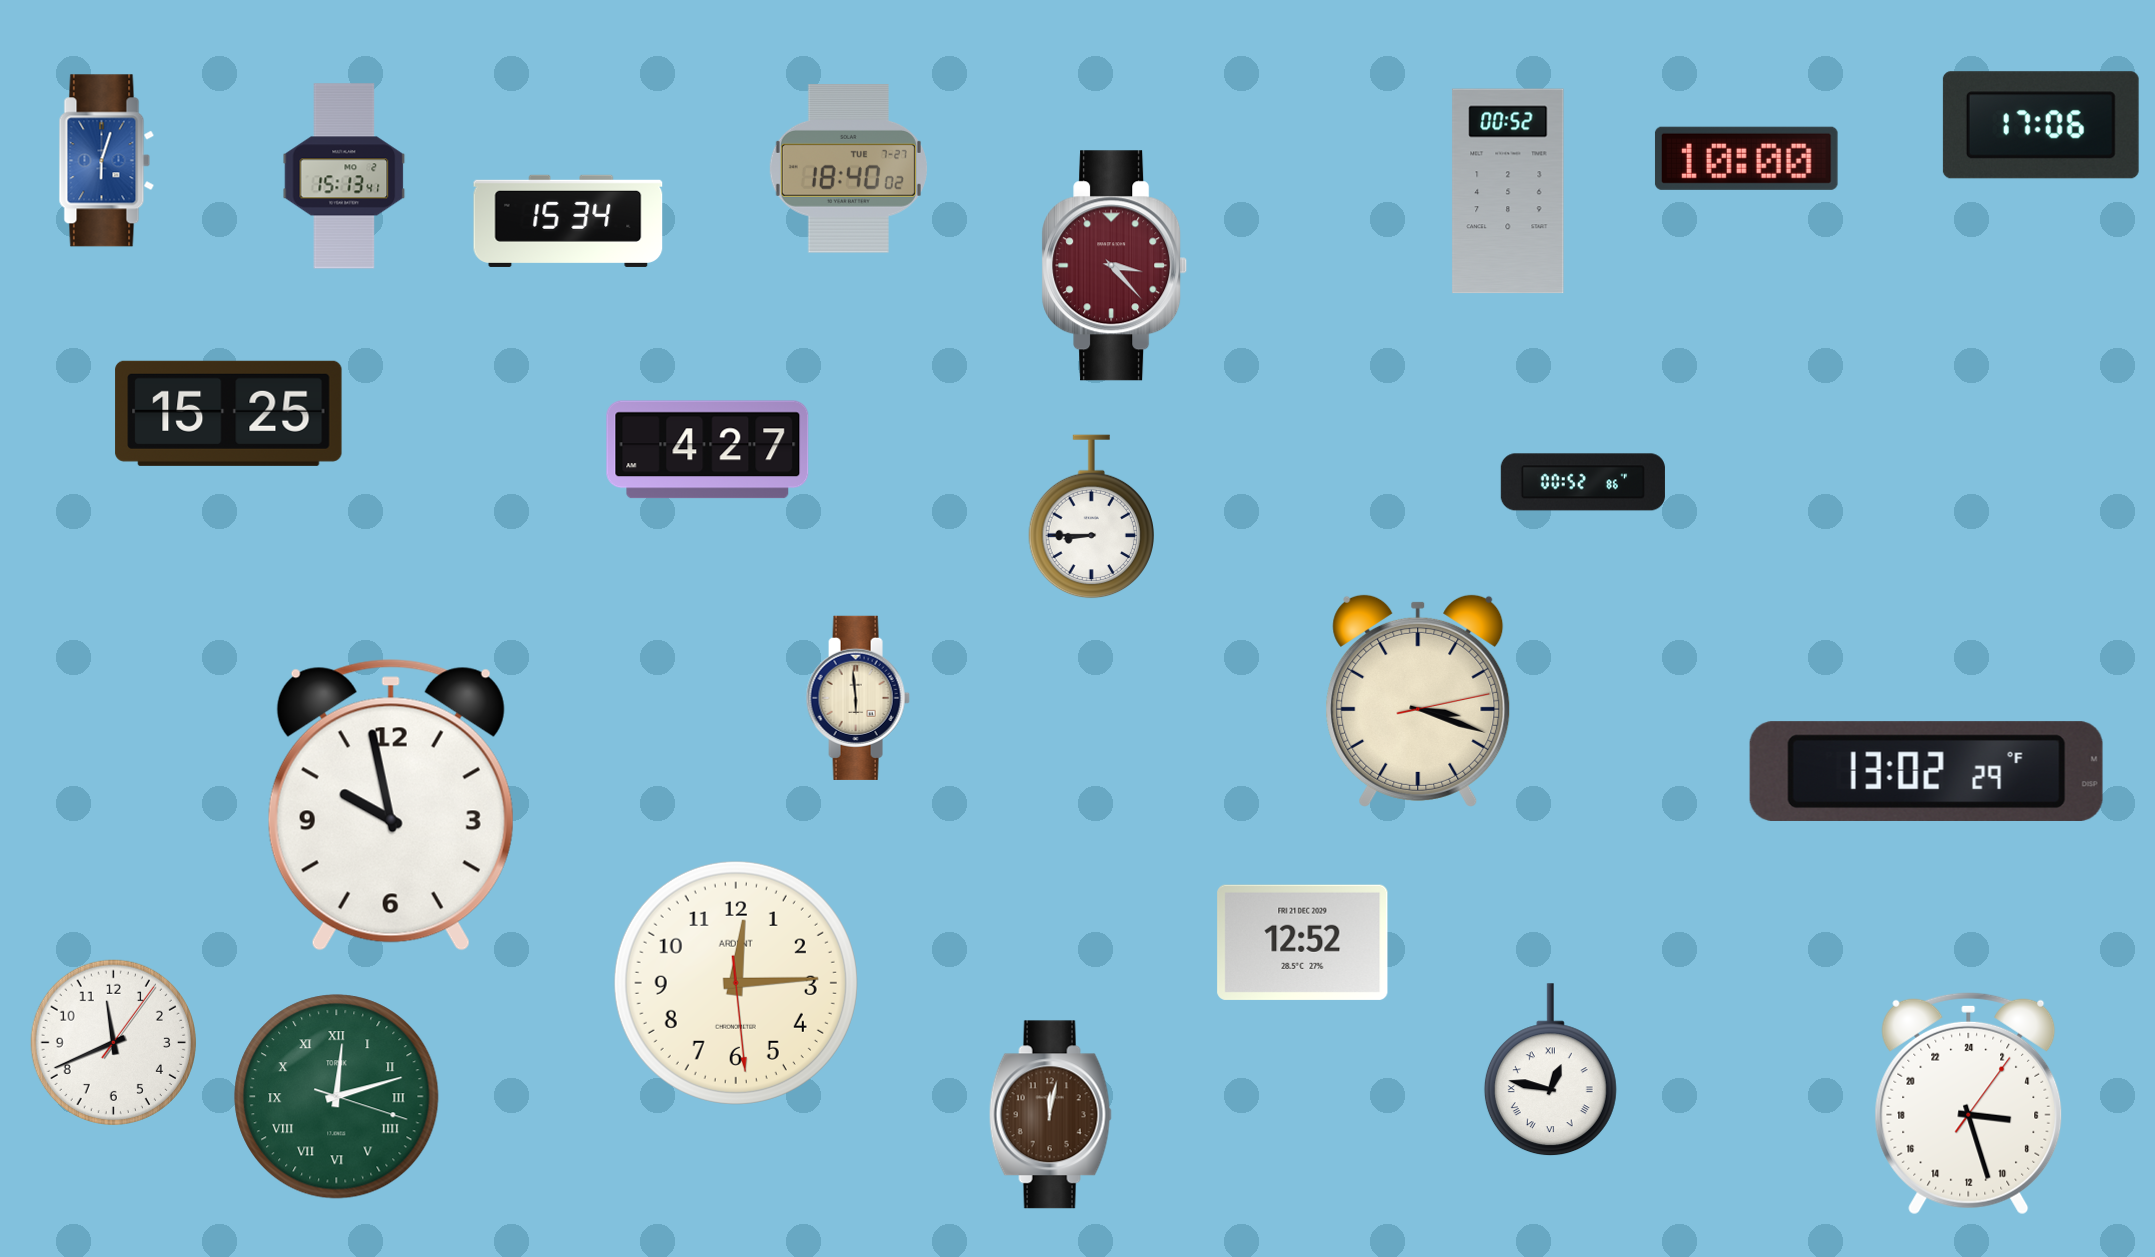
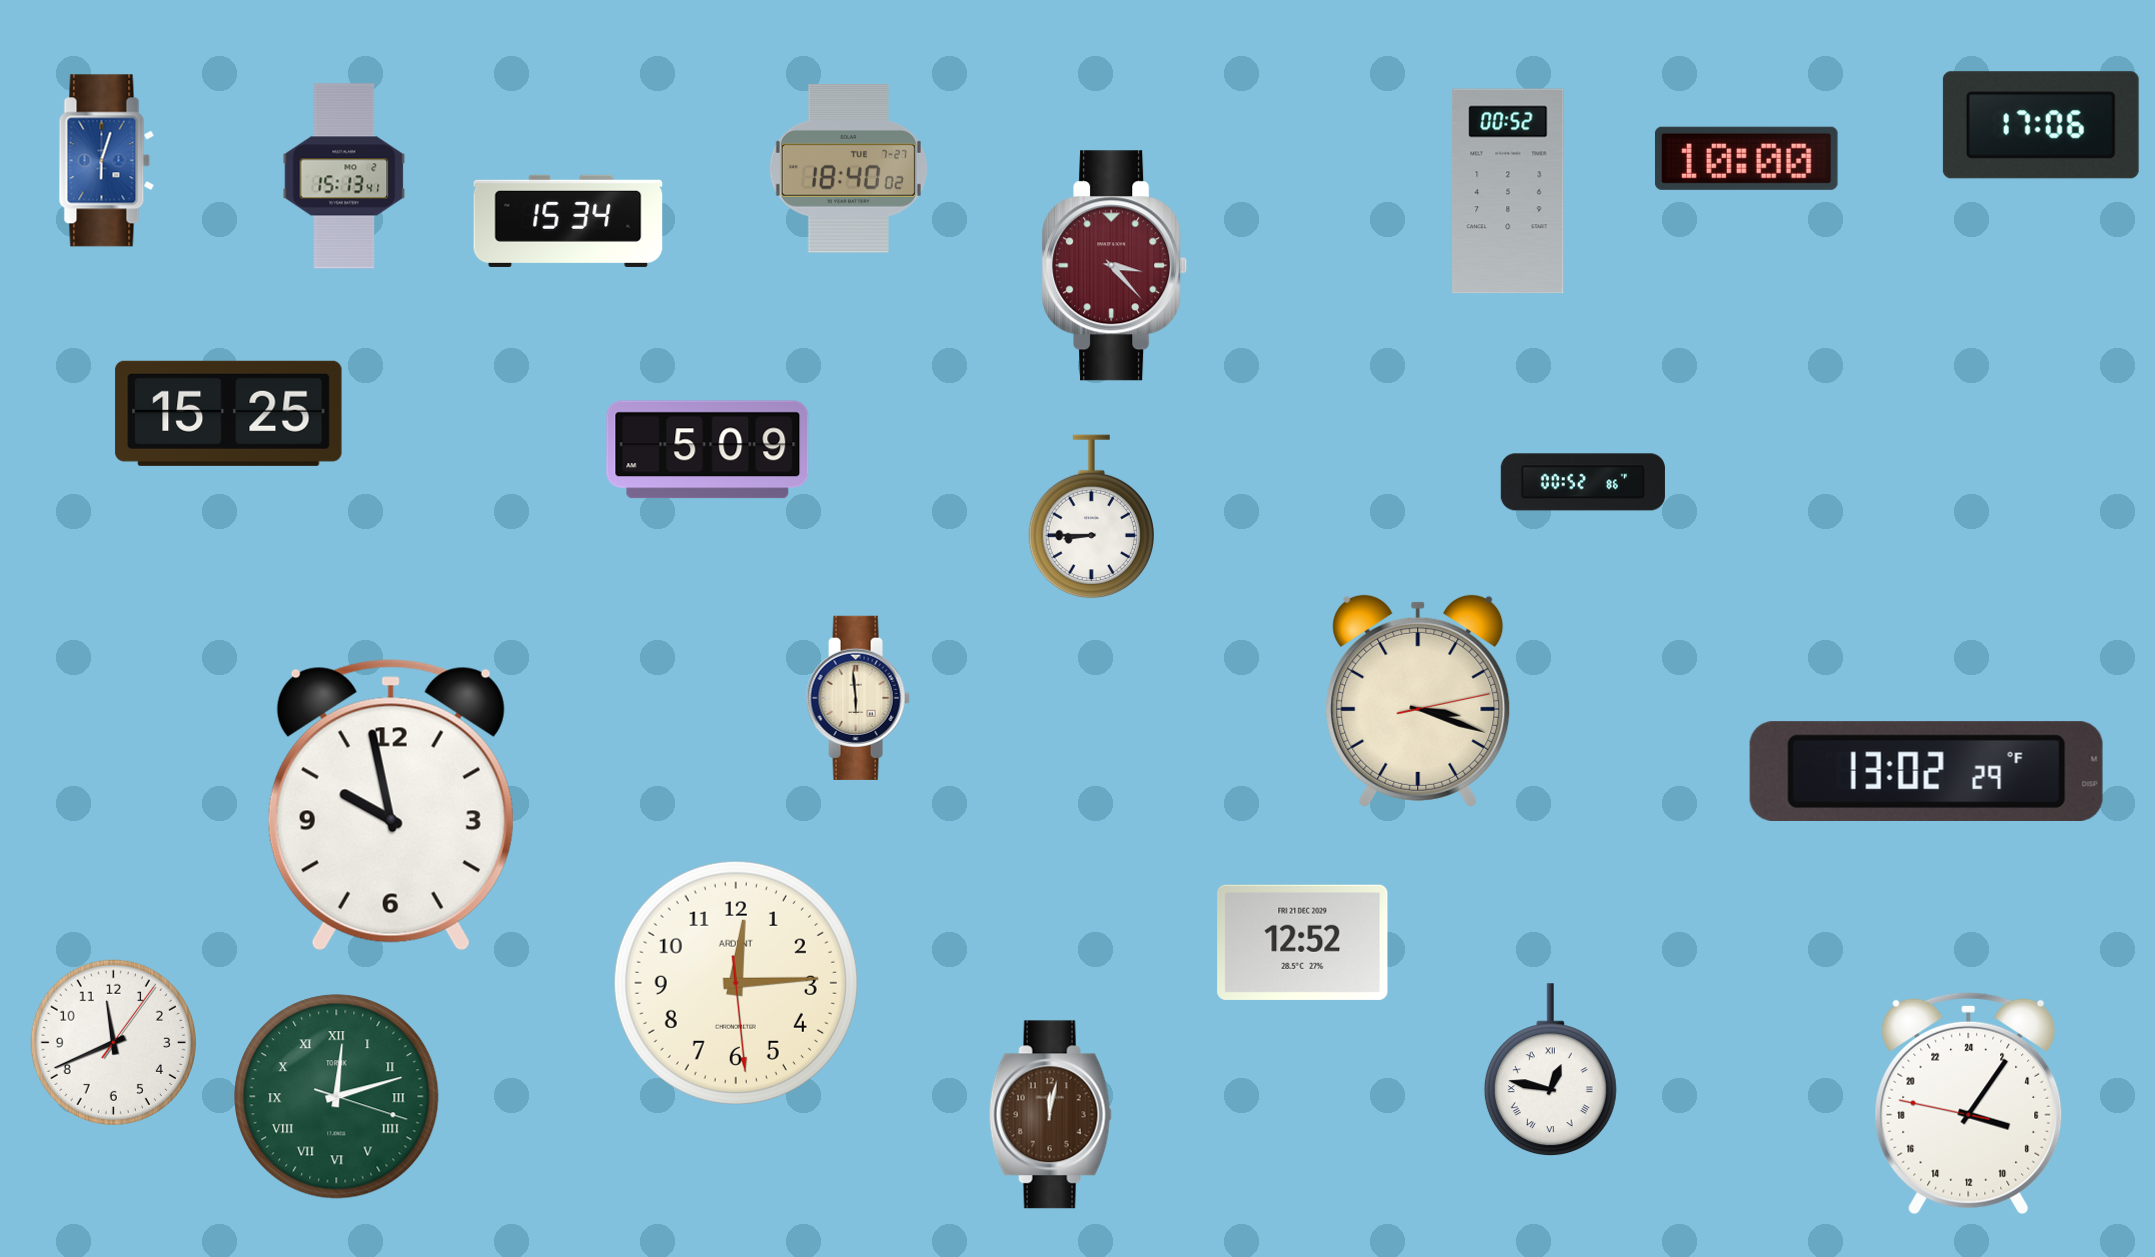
clock at (708, 450): 4:27 -> 5:09
clock at (1969, 1103): 6:27 -> 7:05
